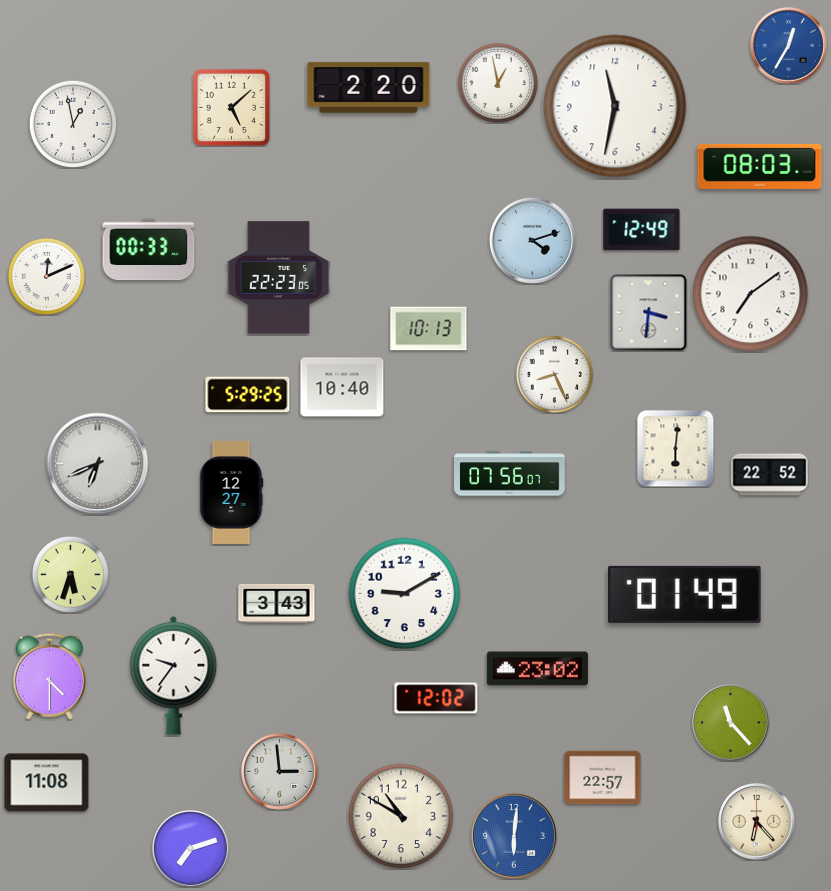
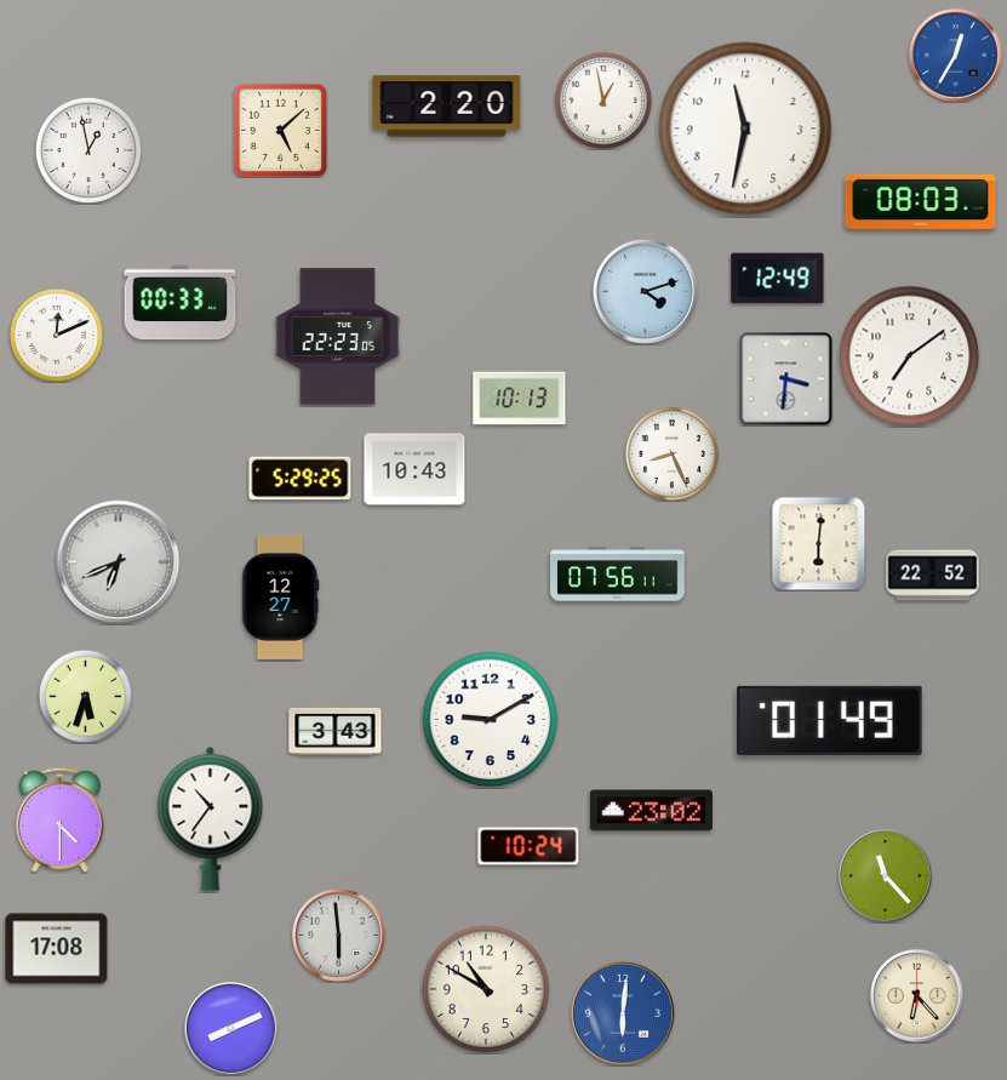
clock at (342, 387): 10:40 -> 10:43
clock at (510, 474): 07:56:07 -> 07:56:11
clock at (174, 675): 9:36 -> 10:36
clock at (436, 698): 12:02 -> 10:24
clock at (280, 772): 2:59 -> 5:59
clock at (603, 778): 22:57 -> none
clock at (47, 783): 11:08 -> 17:08
clock at (191, 849): 7:12 -> 8:11
